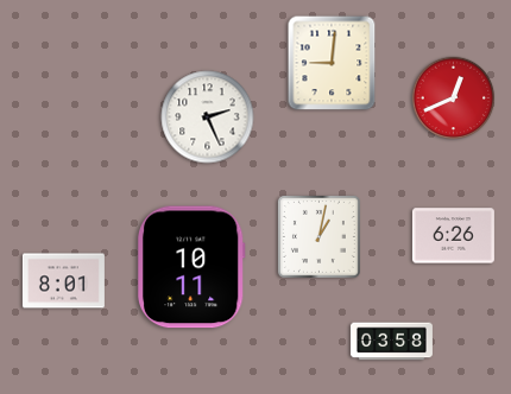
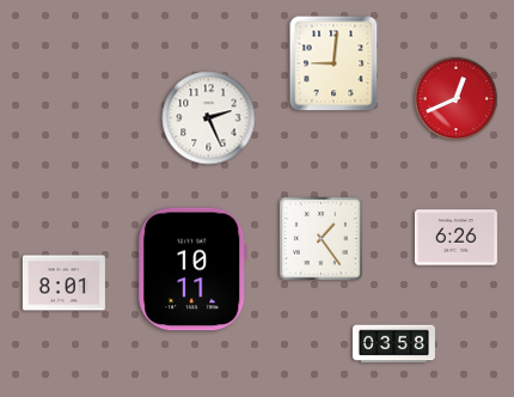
clock at (318, 236): 1:02 -> 1:24
